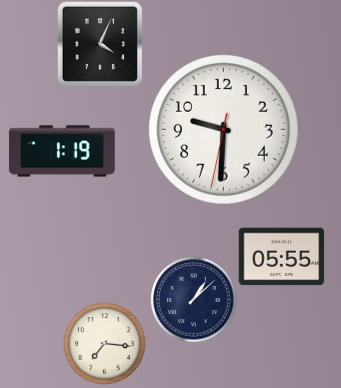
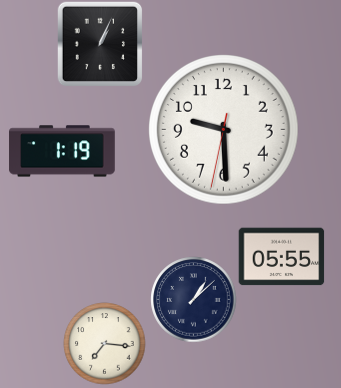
clock at (100, 44): 4:04 -> 1:04
clock at (224, 130): 9:30 -> 9:29
